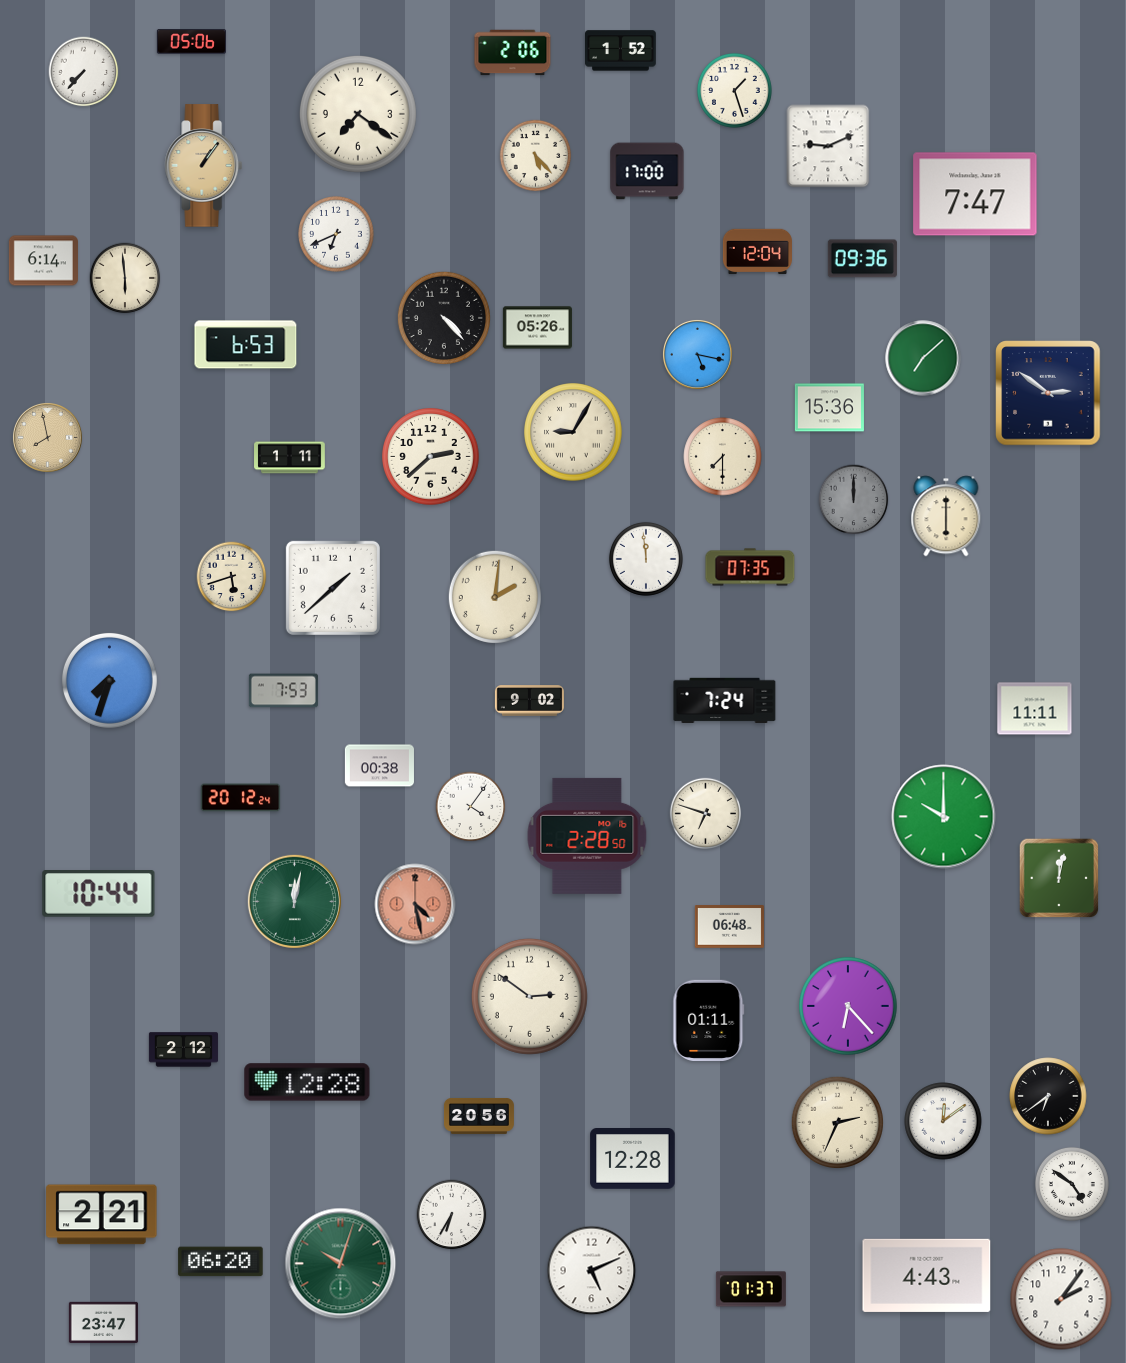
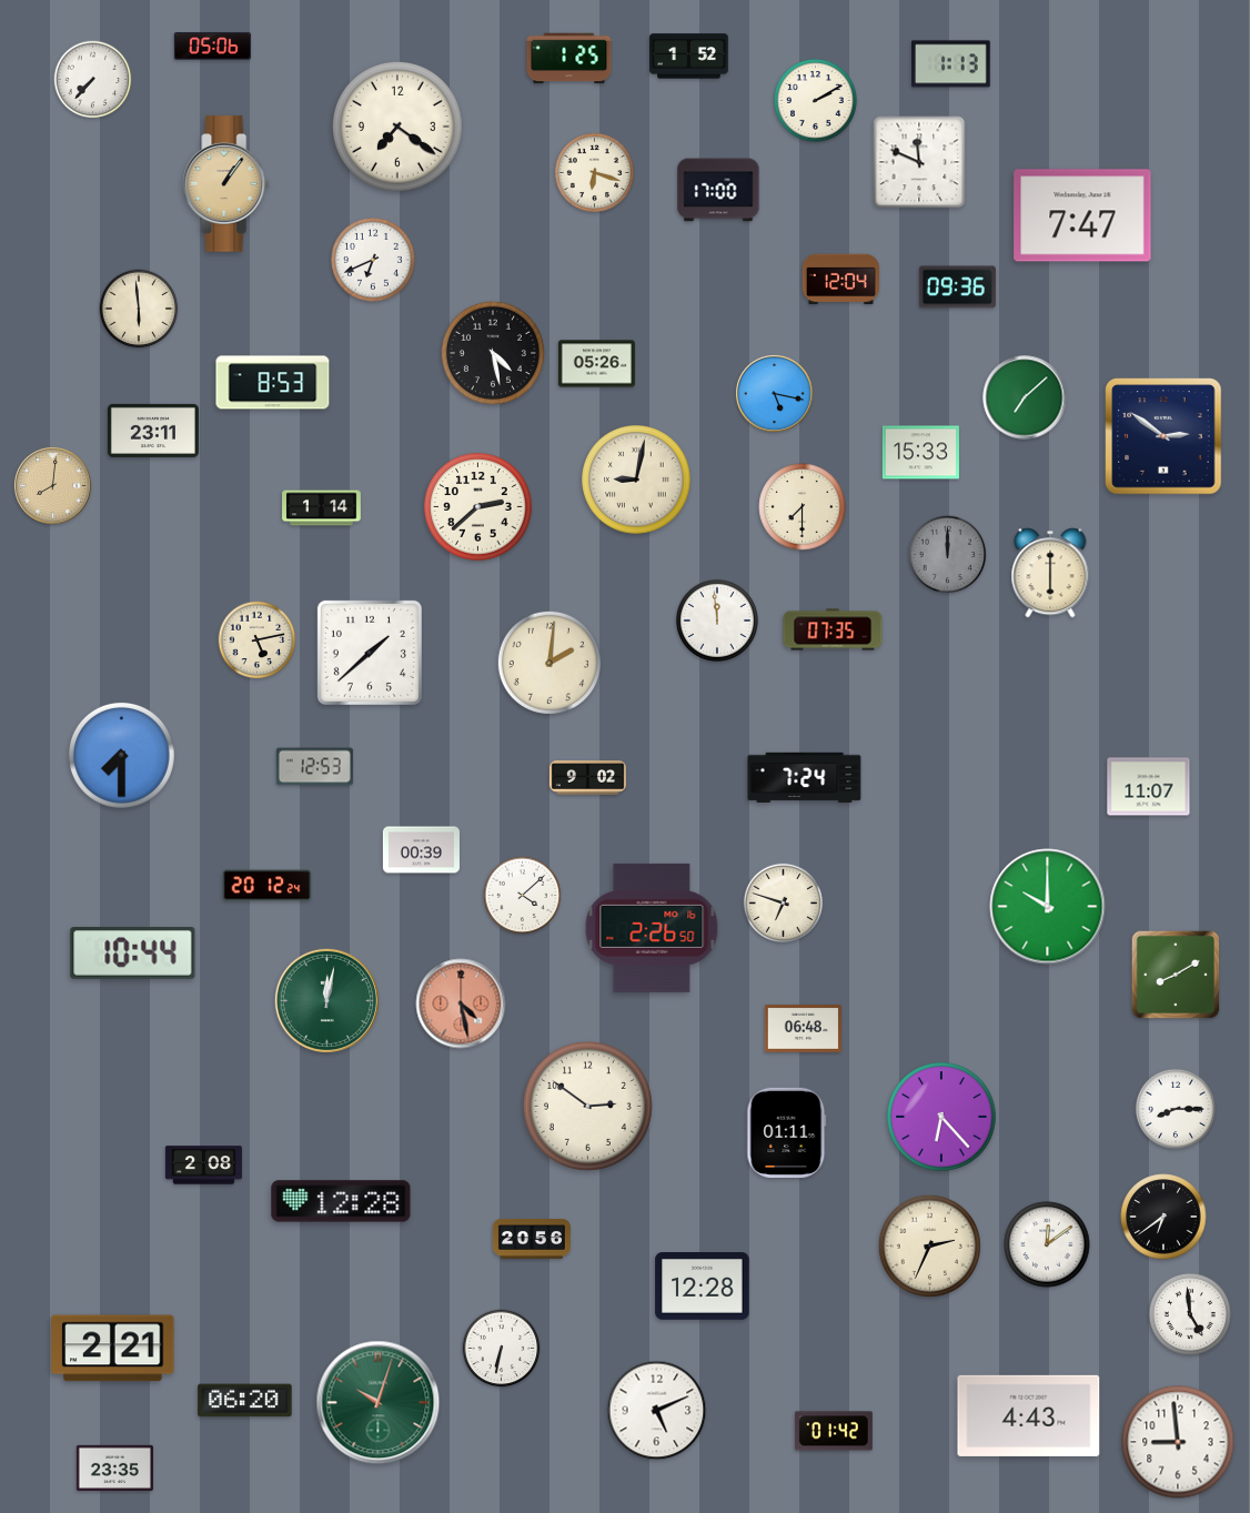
clock at (513, 53): 2:06 -> 1:25
clock at (951, 64): none -> 1:13
clock at (735, 91): 1:27 -> 2:10
clock at (828, 146): 9:11 -> 11:49
clock at (536, 156): 5:23 -> 6:18
clock at (43, 261): 6:14 -> none
clock at (444, 318): 4:23 -> 4:28
clock at (246, 345): 6:53 -> 8:53
clock at (153, 431): none -> 23:11
clock at (829, 408): 15:36 -> 15:33
clock at (573, 432): 9:05 -> 9:02
clock at (47, 437): 7:58 -> 8:01
clock at (290, 458): 1:11 -> 1:14
clock at (232, 577): 5:42 -> 5:13
clock at (109, 680): 7:33 -> 7:30
clock at (283, 691): 7:53 -> 12:53
clock at (1035, 709): 11:11 -> 11:07
clock at (379, 766): 00:38 -> 00:39
clock at (471, 807): 4:06 -> 4:08
clock at (587, 836): 2:28 -> 2:26
clock at (1059, 878): 12:02 -> 8:10
clock at (99, 894) position: (99, 894) -> (133, 954)
clock at (729, 927) position: (729, 927) -> (803, 1029)
clock at (1176, 1109): none -> 8:15
clock at (183, 1050): 2:12 -> 2:08
clock at (1072, 1184): 4:51 -> 4:59
clock at (452, 1215): 6:35 -> 6:32
clock at (751, 1289): 01:37 -> 01:42
clock at (1061, 1299): 2:06 -> 8:59
clock at (103, 1322): 23:47 -> 23:35
